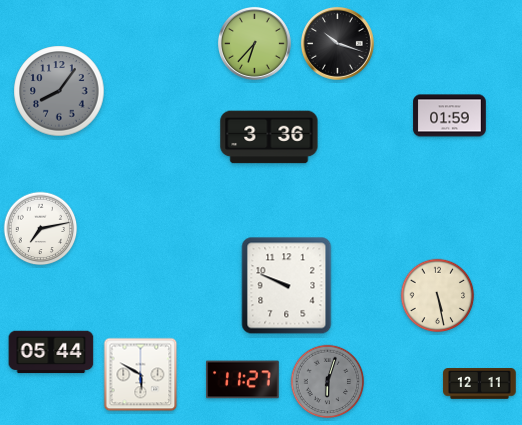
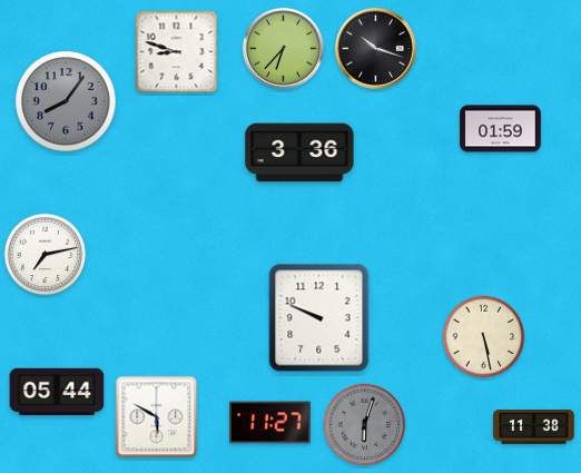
clock at (177, 52): none -> 8:48
clock at (438, 296) position: (438, 296) -> (484, 337)
clock at (480, 384): 12:11 -> 11:38
